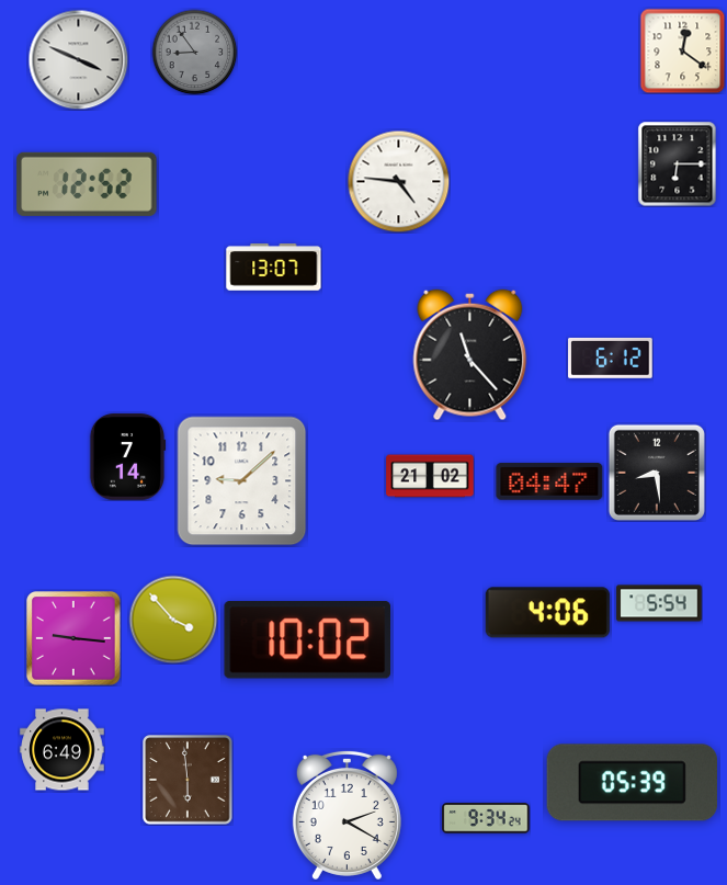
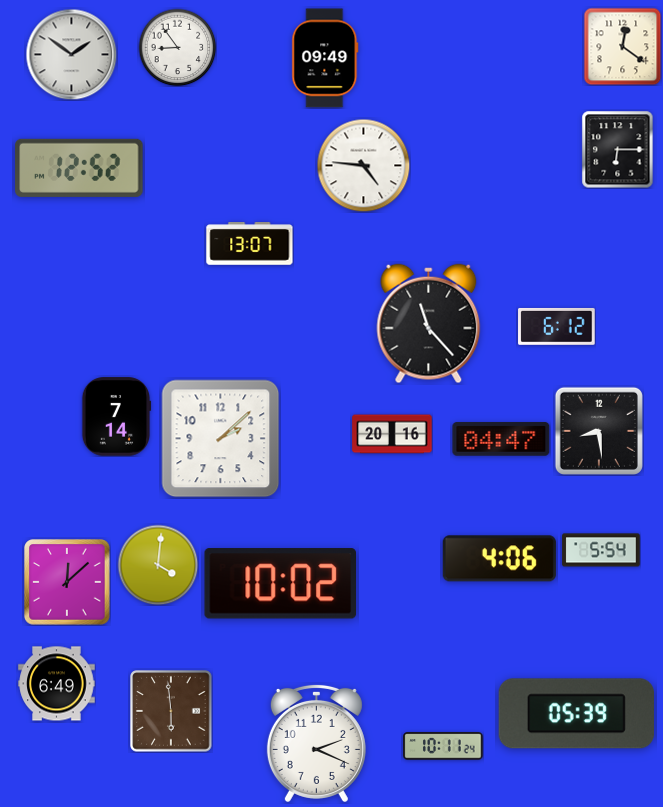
clock at (194, 52) dial: grey -> white
clock at (78, 59): 3:49 -> 1:51
clock at (325, 58): none -> 09:49
clock at (430, 476): 21:02 -> 20:16
clock at (242, 481): 9:08 -> 2:08
clock at (173, 620): 3:53 -> 4:01
clock at (73, 638): 9:16 -> 12:08
clock at (347, 815): 2:20 -> 2:19
clock at (486, 818): 9:34 -> 10:11
